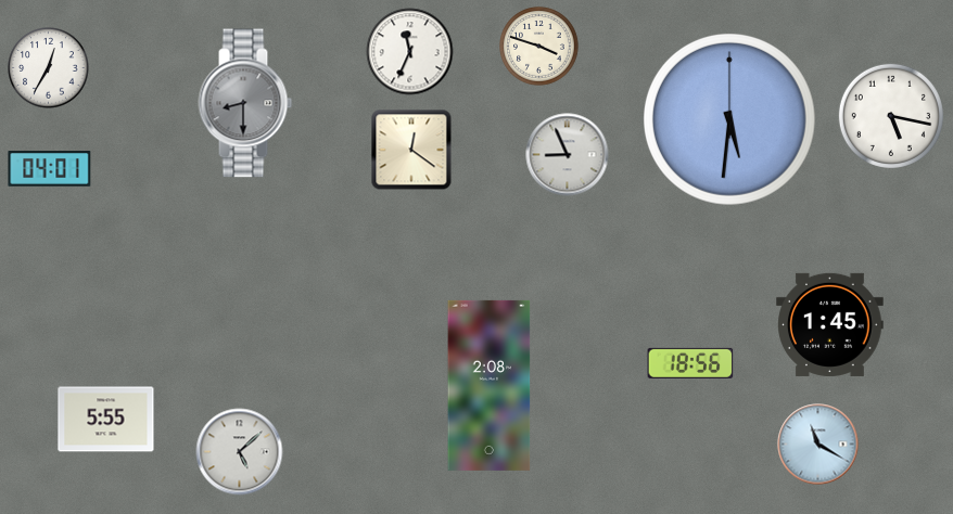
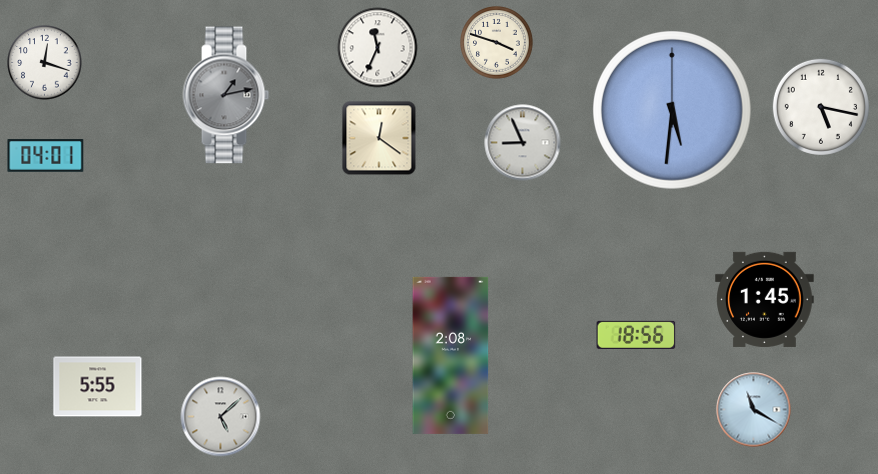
clock at (49, 68): 12:35 -> 12:18
clock at (245, 103): 8:30 -> 1:13
